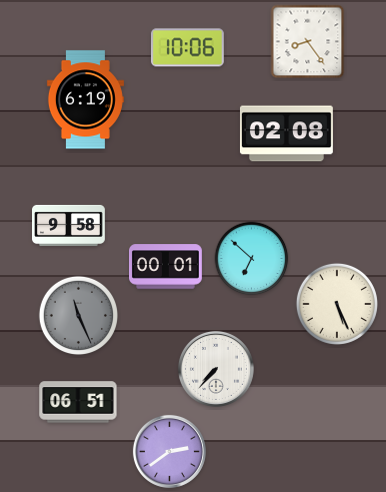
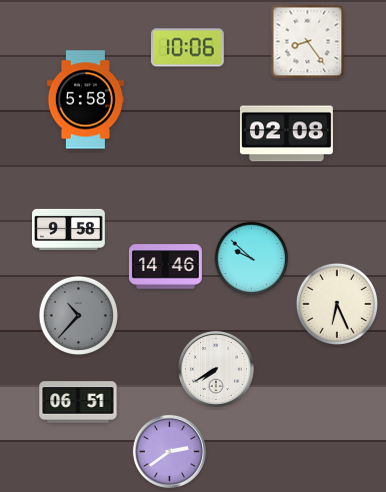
clock at (85, 100): 6:19 -> 5:58
clock at (69, 225) position: (69, 225) -> (69, 229)
clock at (252, 259): 6:52 -> 9:52
clock at (166, 267): 00:01 -> 14:46
clock at (337, 304): 5:26 -> 6:26
clock at (78, 315): 11:26 -> 10:37
clock at (216, 369): 7:37 -> 7:40
